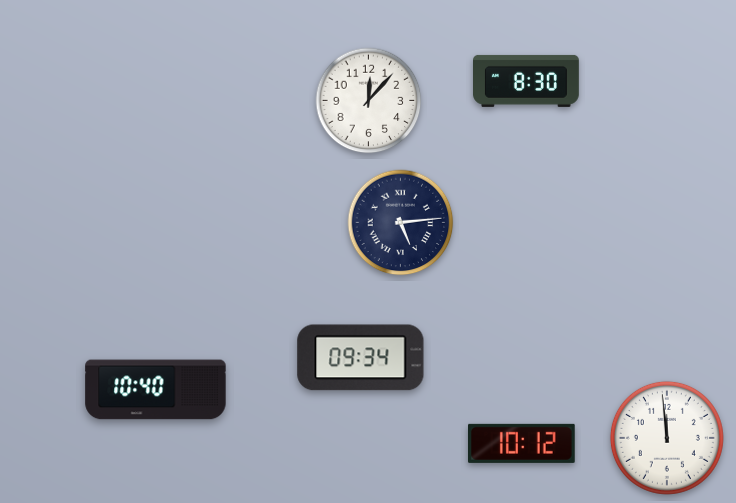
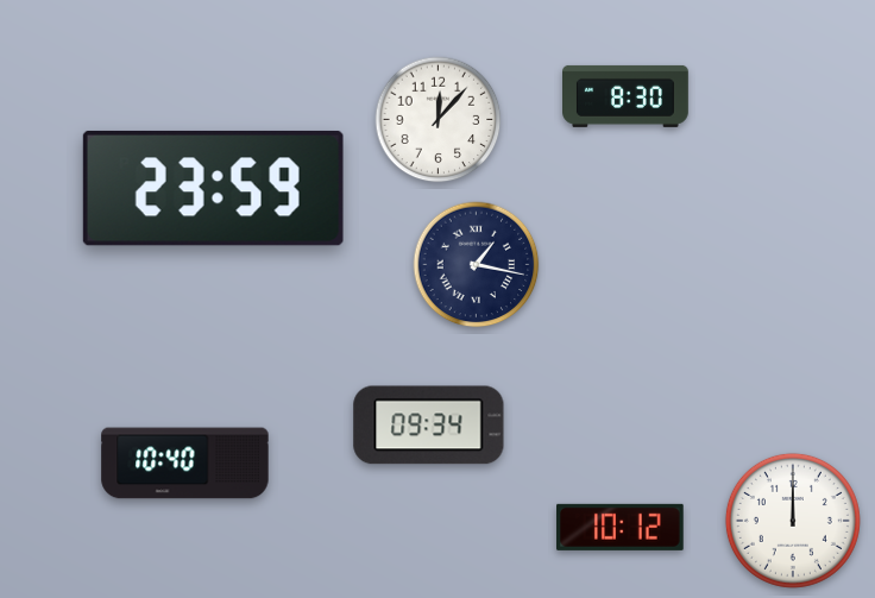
clock at (213, 188): none -> 23:59
clock at (401, 223): 5:14 -> 1:17
clock at (667, 438): 11:59 -> 12:00
